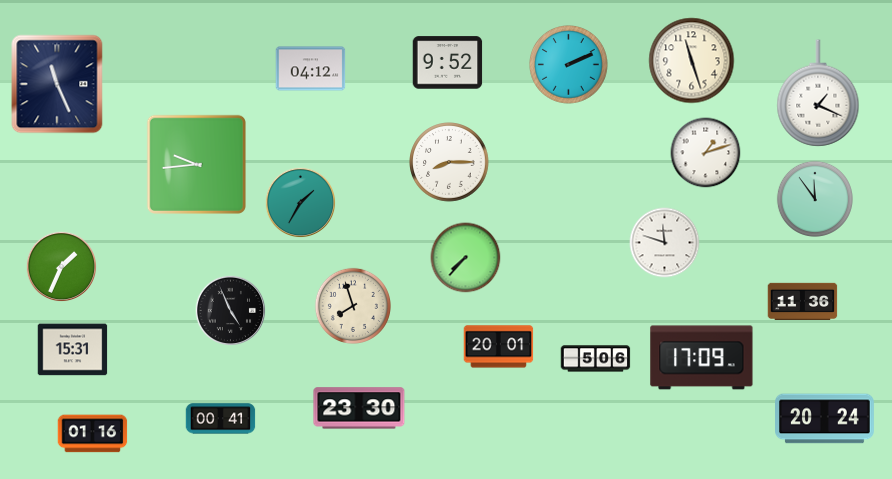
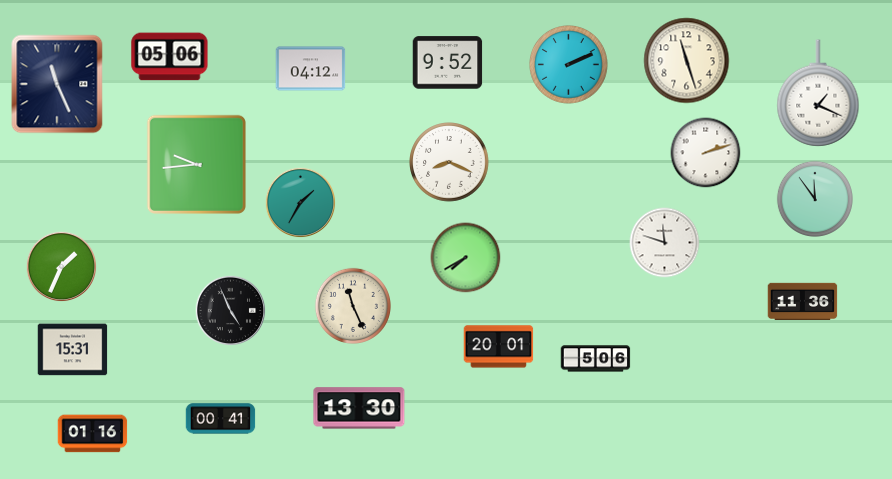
clock at (170, 57): none -> 05:06
clock at (692, 61) position: (692, 61) -> (687, 61)
clock at (706, 153): 1:12 -> 2:12
clock at (449, 162): 8:15 -> 8:19
clock at (466, 258): 7:37 -> 7:40
clock at (353, 306): 7:57 -> 11:26
clock at (702, 358): 17:09 -> none
clock at (359, 408): 23:30 -> 13:30
clock at (825, 419): 20:24 -> none
